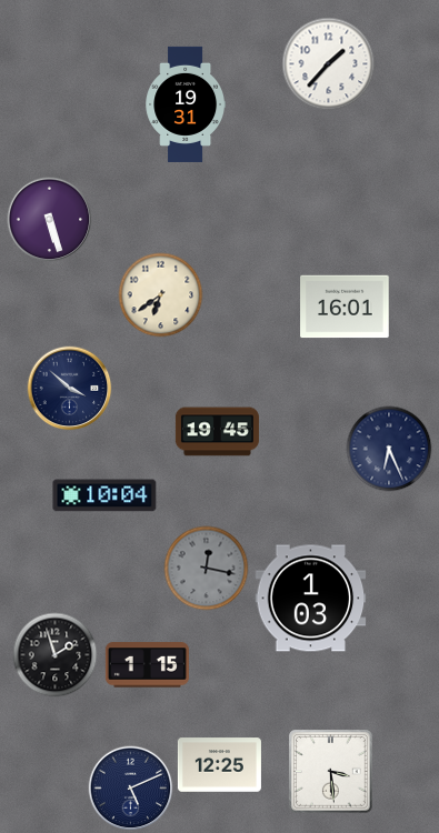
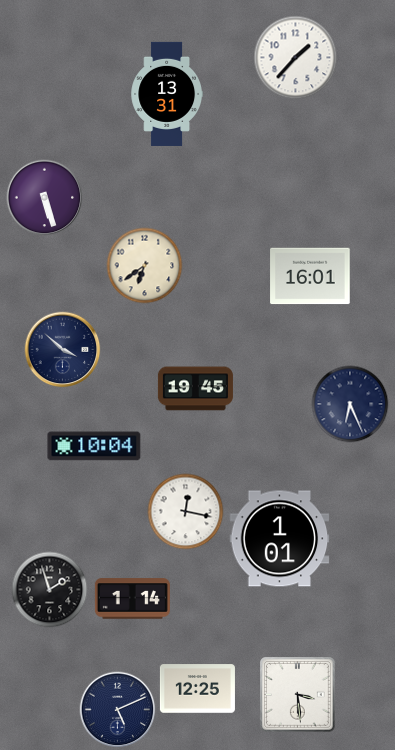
clock at (184, 104): 19:31 -> 13:31
clock at (207, 569) dial: grey -> white
clock at (311, 599): 1:03 -> 1:01
clock at (147, 665): 1:15 -> 1:14
